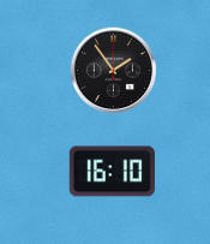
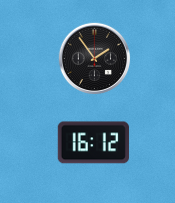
clock at (112, 172): 16:10 -> 16:12
